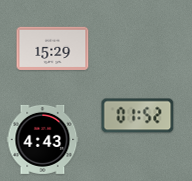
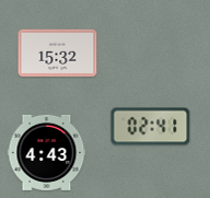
clock at (53, 48): 15:29 -> 15:32
clock at (138, 116): 01:52 -> 02:41
